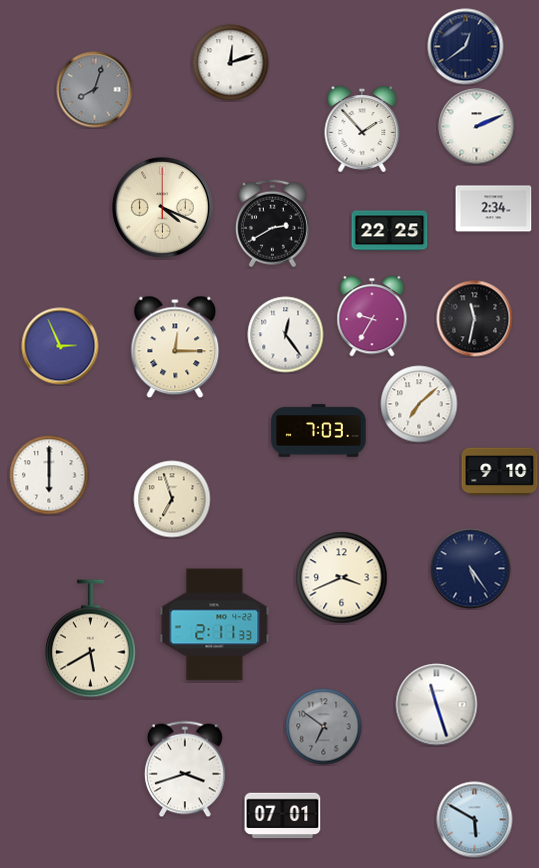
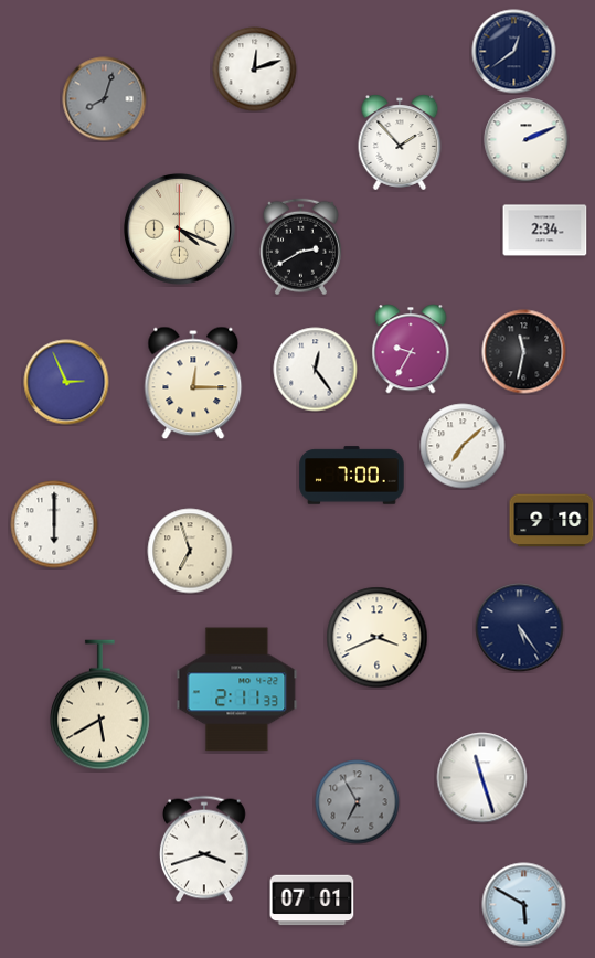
clock at (390, 231): 22:25 -> none
clock at (319, 431): 7:03 -> 7:00
clock at (324, 727): 6:51 -> 6:55
